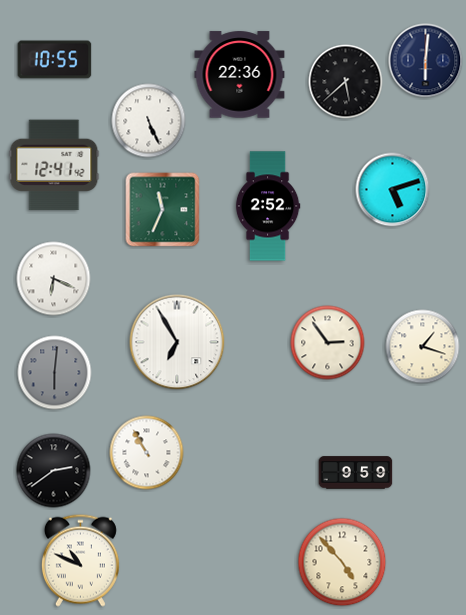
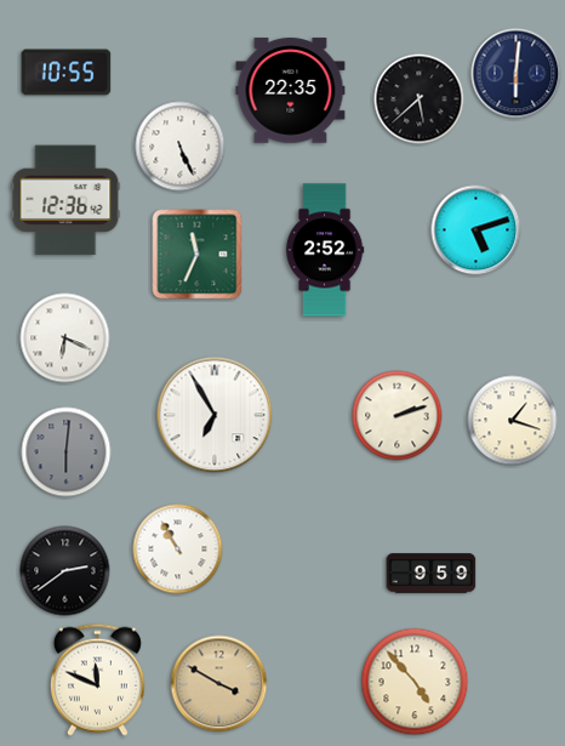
clock at (240, 75): 22:36 -> 22:35
clock at (54, 165): 12:41 -> 12:36
clock at (328, 343): 2:54 -> 2:12
clock at (80, 560): 10:49 -> 11:49
clock at (219, 684): none -> 3:50
